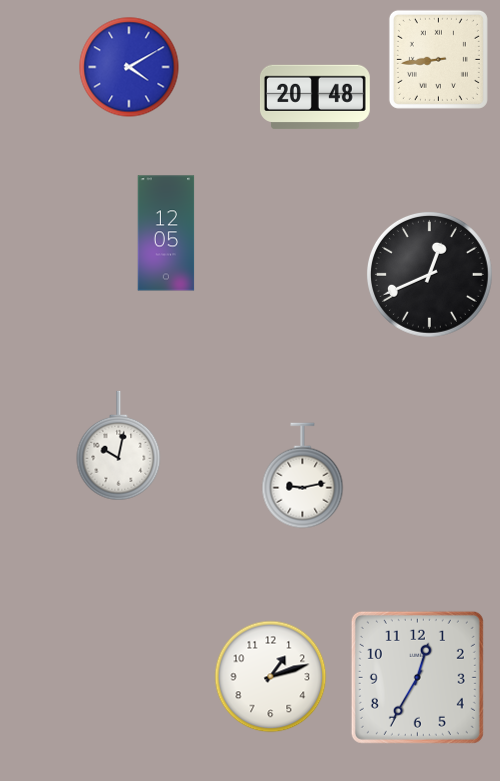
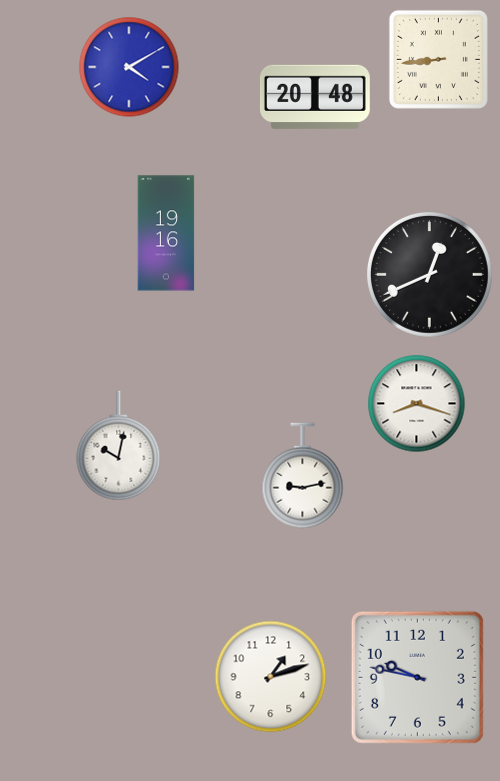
clock at (166, 233): 12:05 -> 19:16
clock at (417, 404): none -> 8:18
clock at (417, 677): 12:35 -> 9:47
